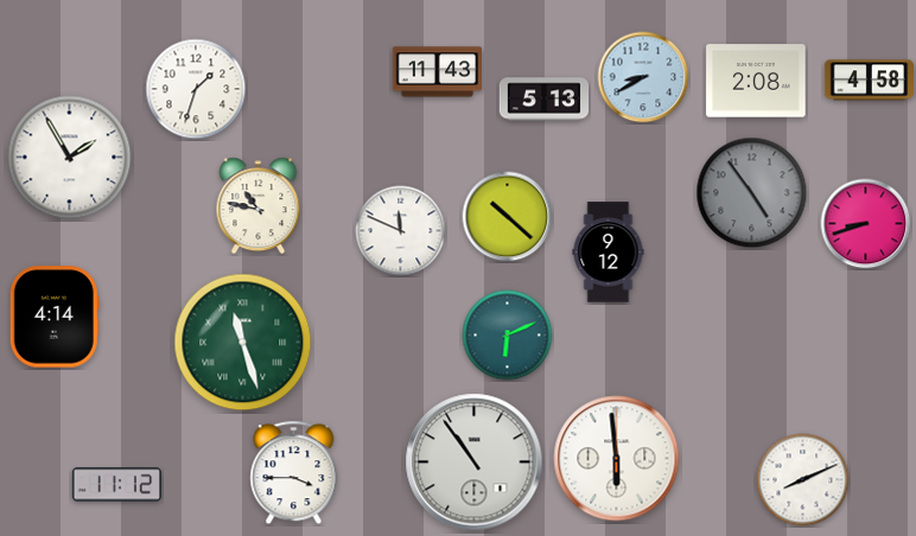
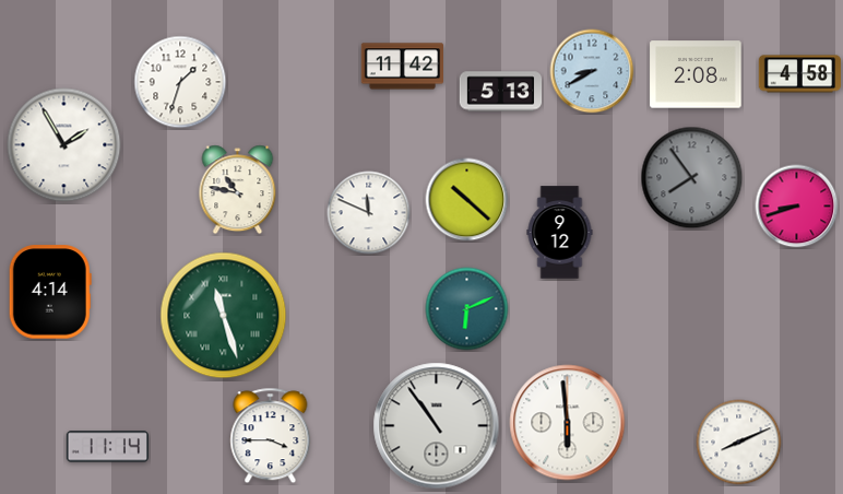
clock at (437, 72): 11:43 -> 11:42
clock at (752, 193): 4:54 -> 7:54
clock at (116, 485): 11:12 -> 11:14
